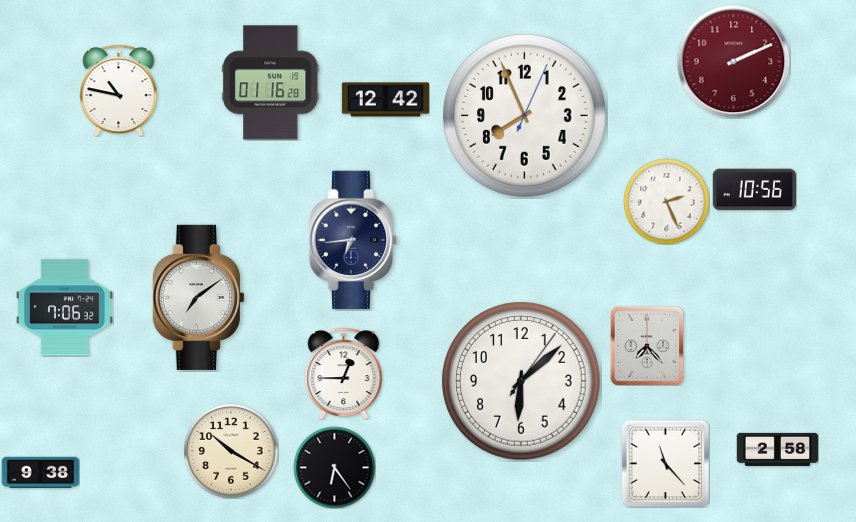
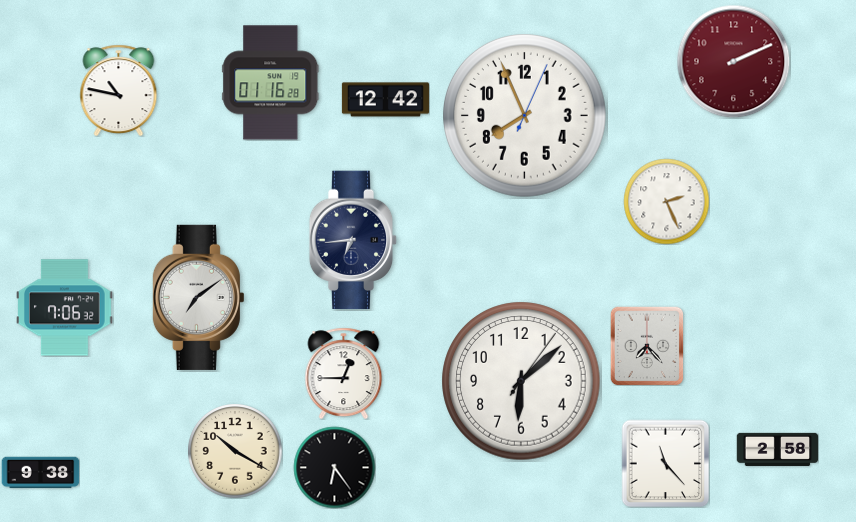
clock at (754, 190): 10:56 -> none
clock at (231, 451) position: (231, 451) -> (235, 451)
